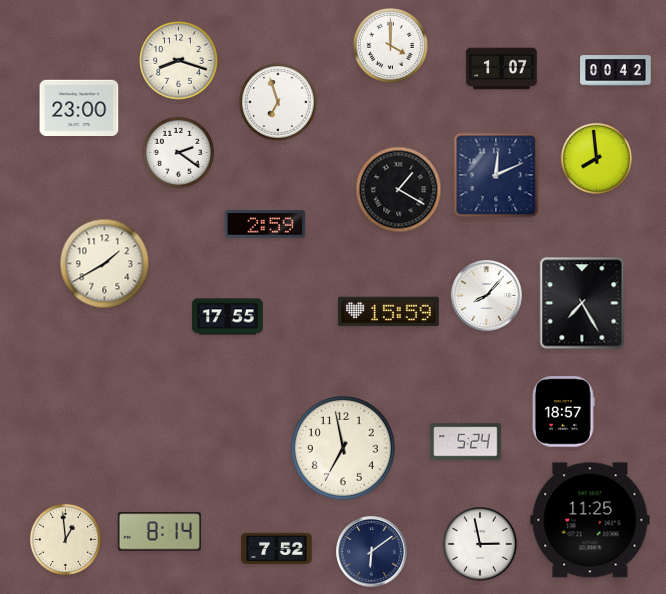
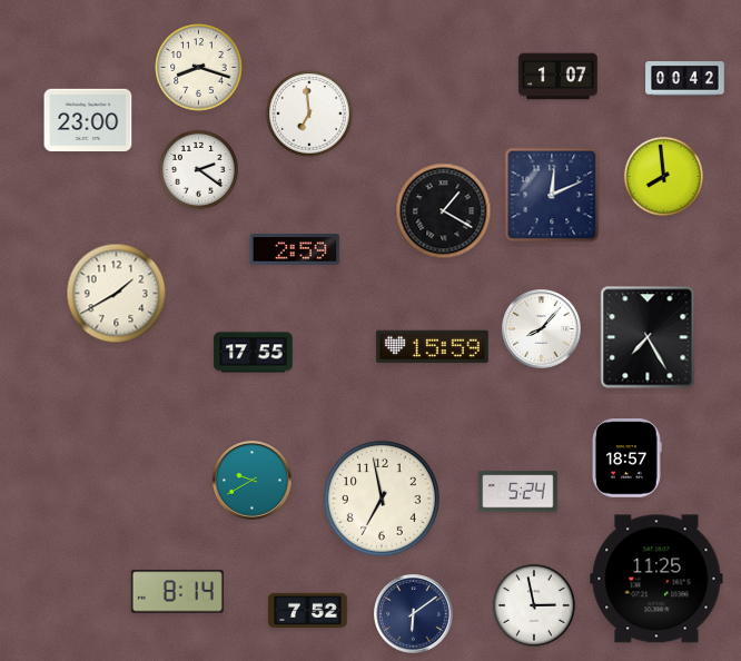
clock at (390, 45): 4:00 -> none
clock at (278, 102): 6:57 -> 6:59
clock at (253, 481): none -> 9:40
clock at (65, 539): 12:59 -> none
